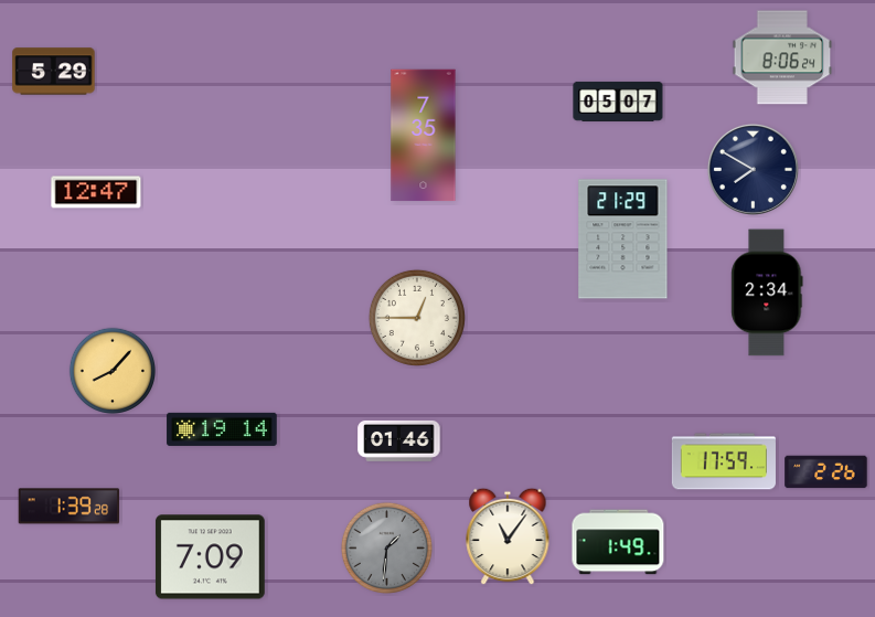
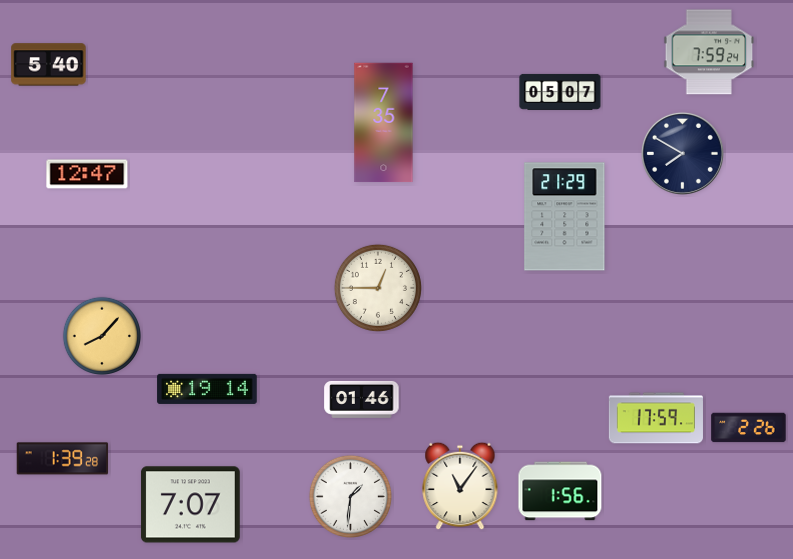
clock at (782, 57): 8:06 -> 7:59
clock at (54, 72): 5:29 -> 5:40
clock at (767, 292): 2:34 -> none
clock at (222, 429) position: (222, 429) -> (207, 389)
clock at (618, 542): 1:49 -> 1:56
clock at (386, 547) dial: grey -> white
clock at (211, 557): 7:09 -> 7:07
